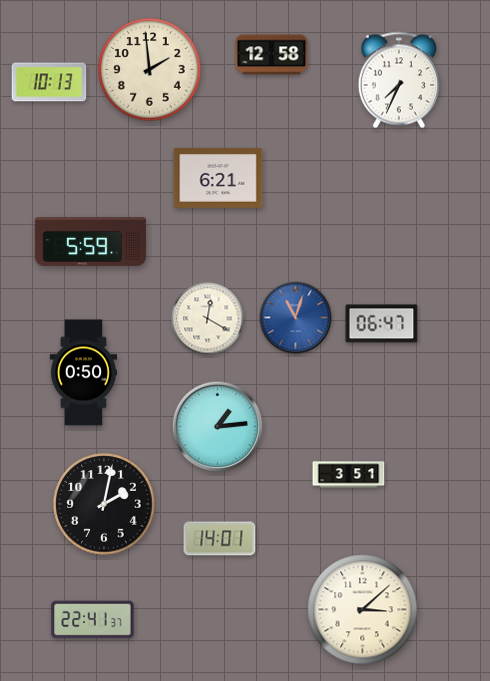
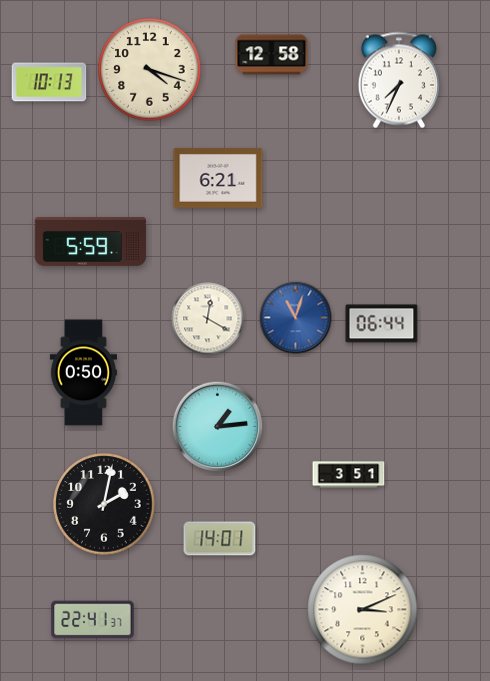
clock at (150, 70): 1:59 -> 4:18
clock at (382, 324): 06:47 -> 06:44
clock at (363, 610): 3:08 -> 3:11
